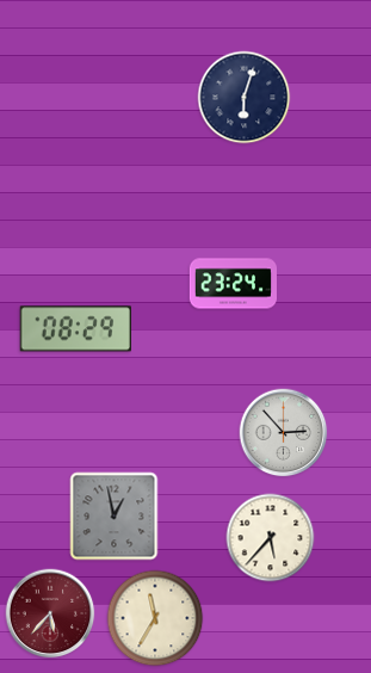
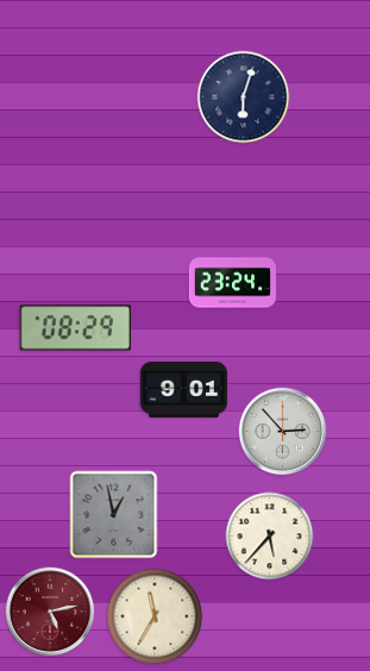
clock at (183, 389): none -> 9:01
clock at (50, 613): 5:37 -> 5:13
